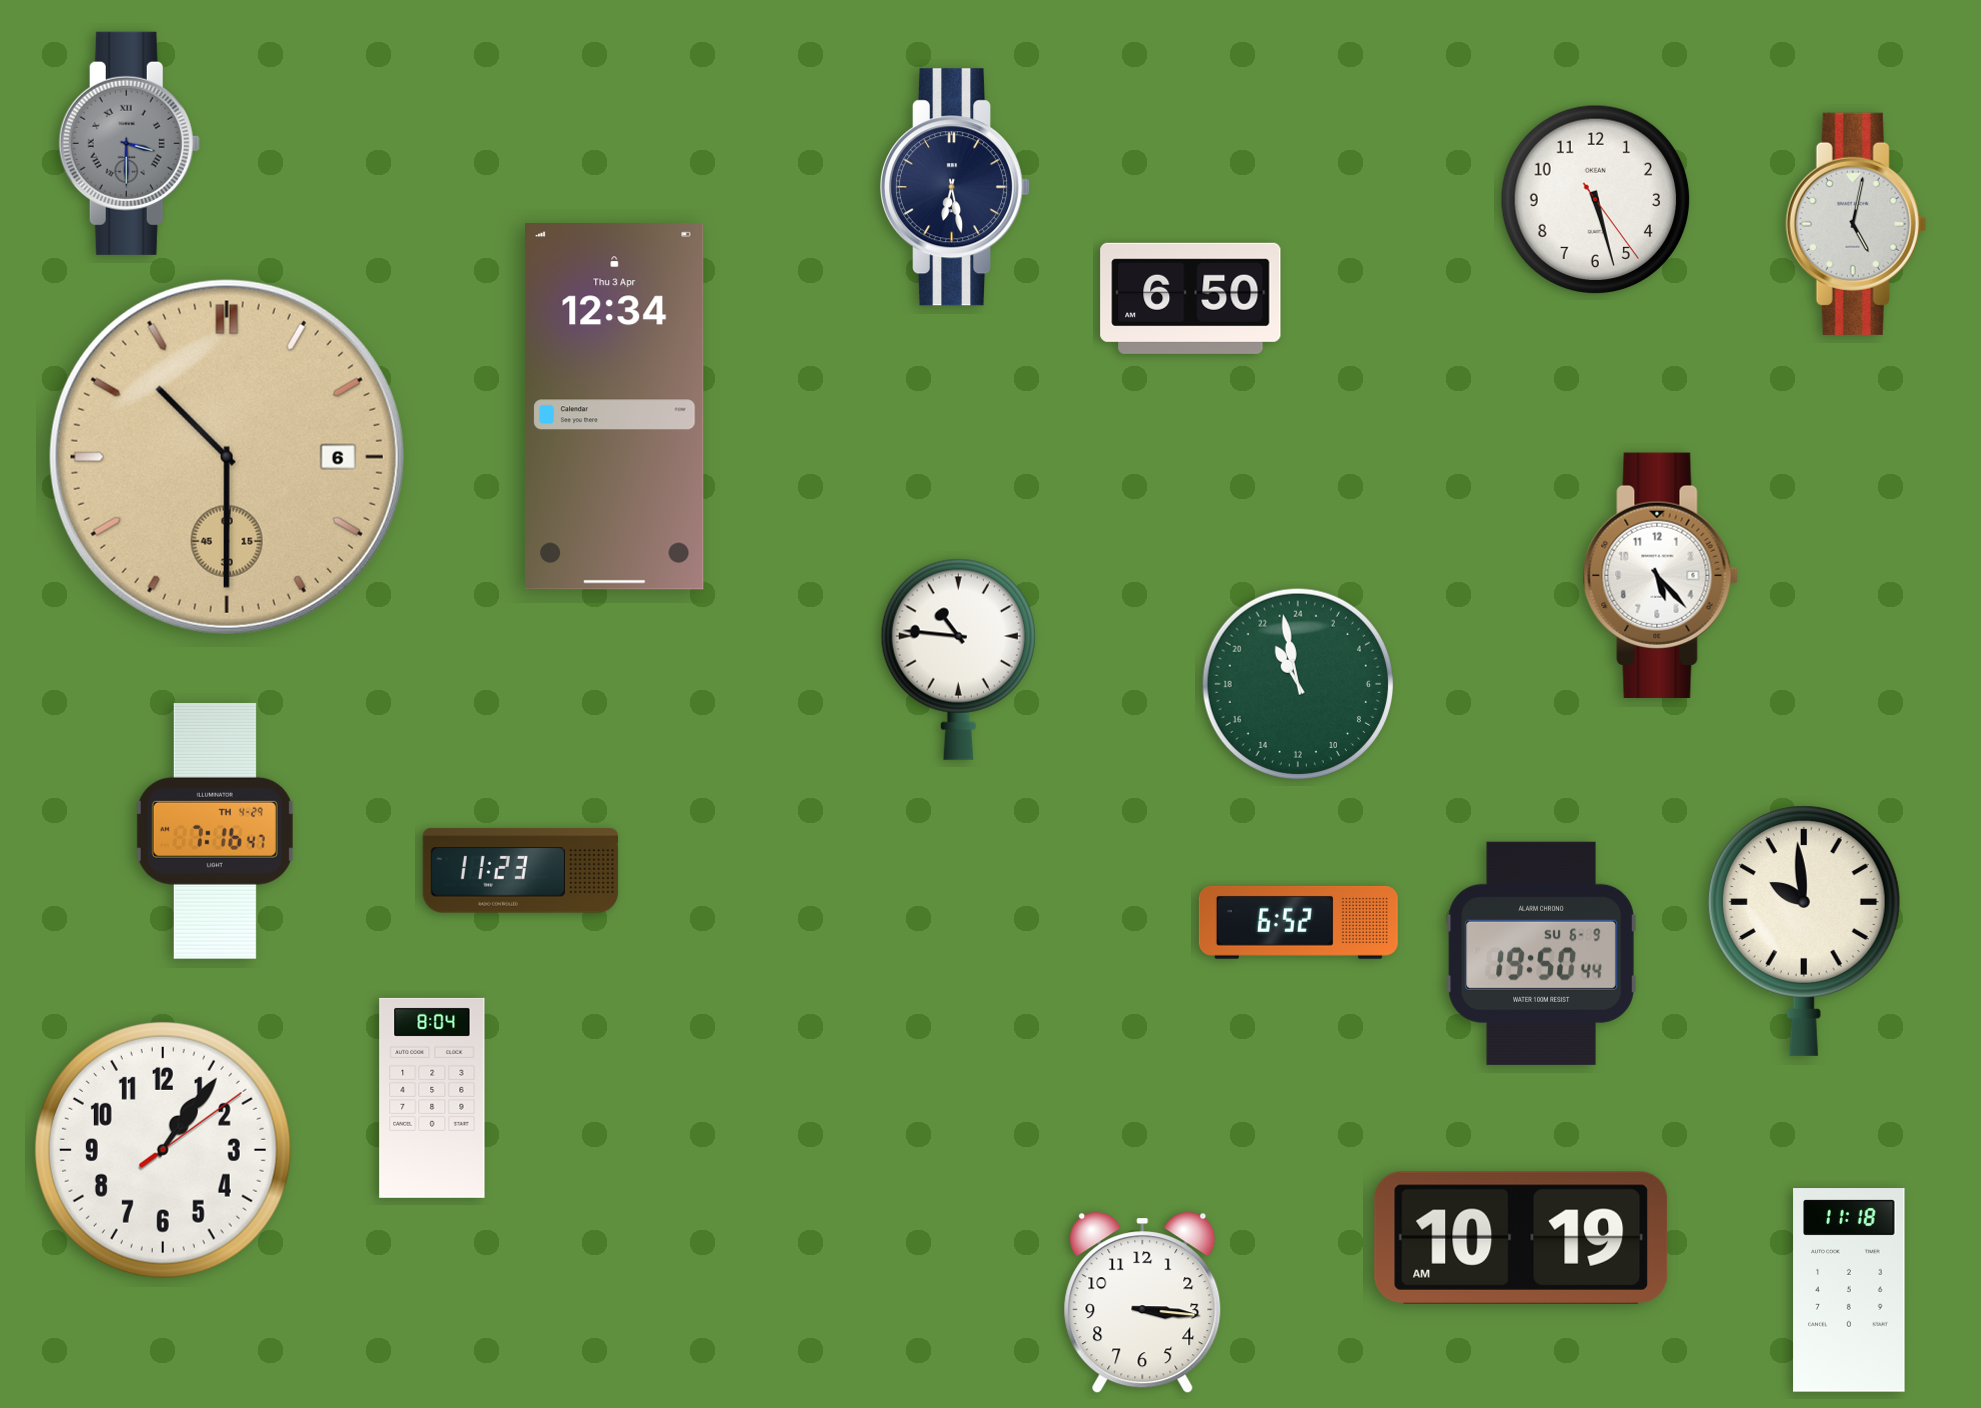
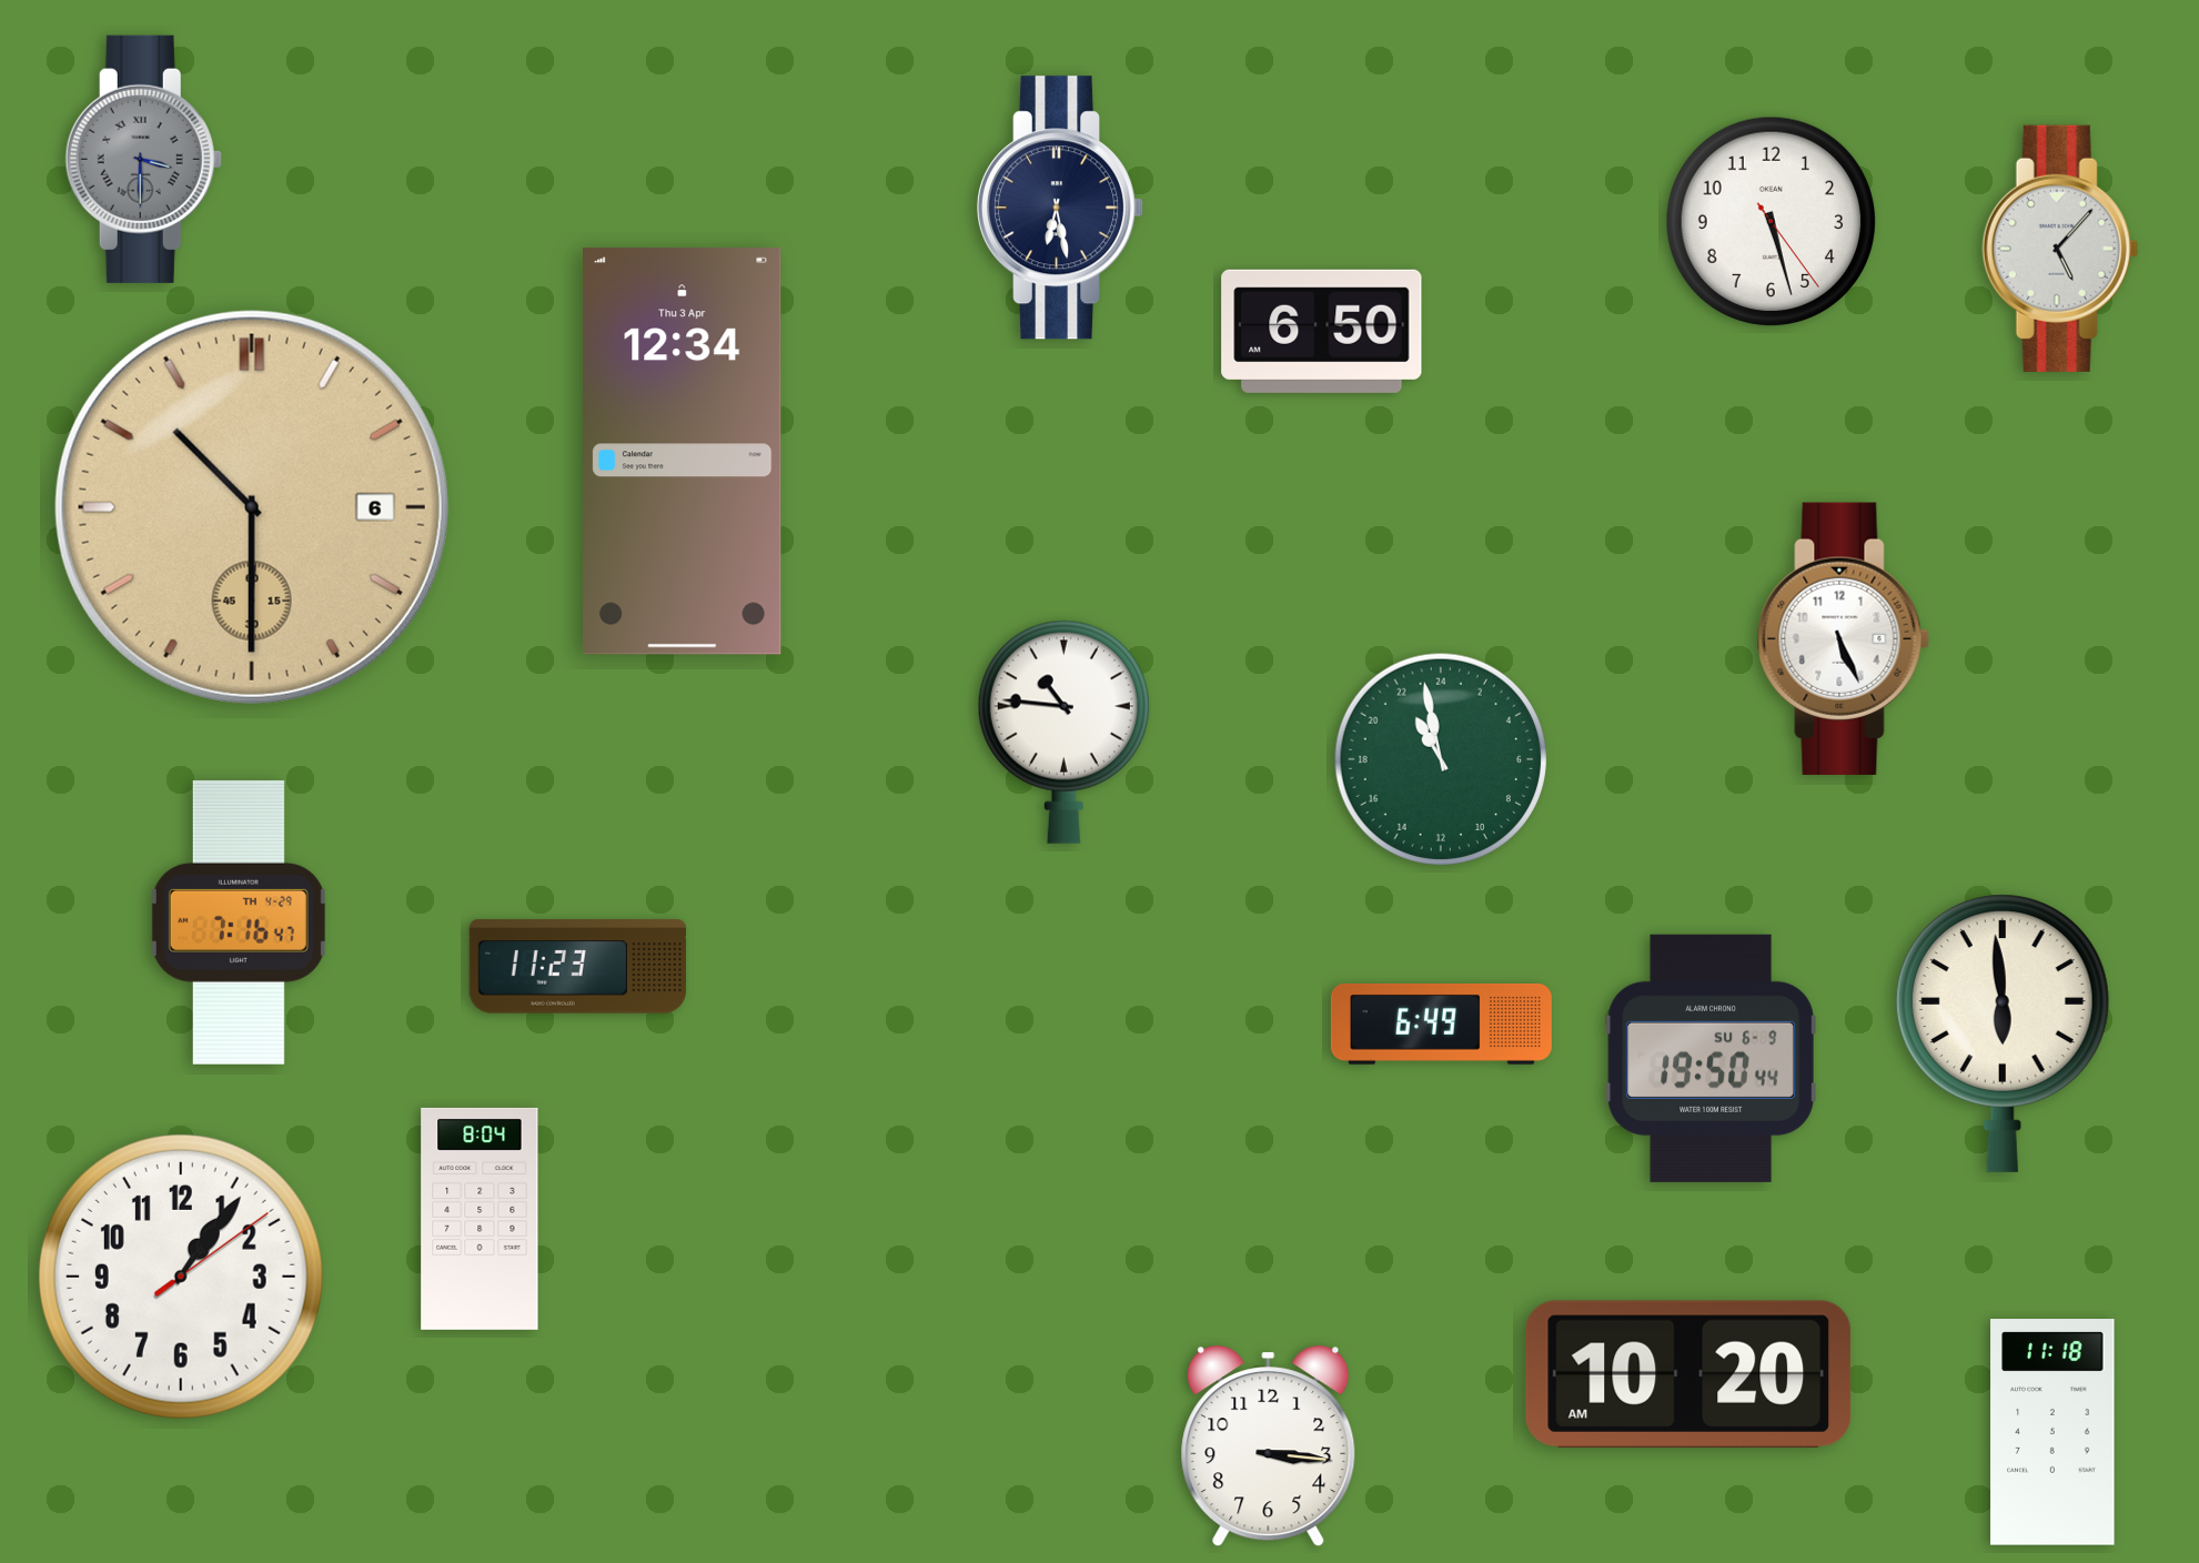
clock at (1856, 224): 5:02 -> 5:07
clock at (1660, 575): 5:23 -> 5:26
clock at (1298, 923): 6:52 -> 6:49
clock at (1804, 931): 9:59 -> 5:59
clock at (1521, 1238): 10:19 -> 10:20
